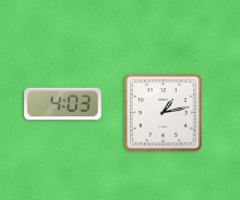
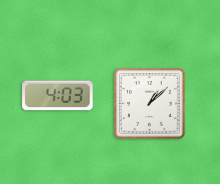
clock at (164, 113): 1:13 -> 1:08
